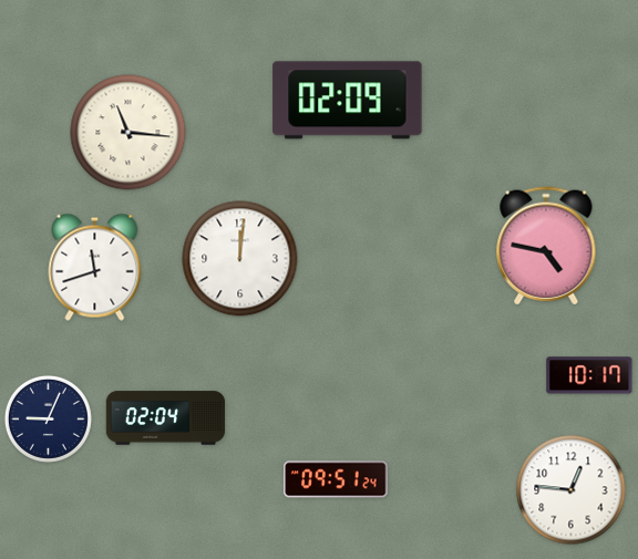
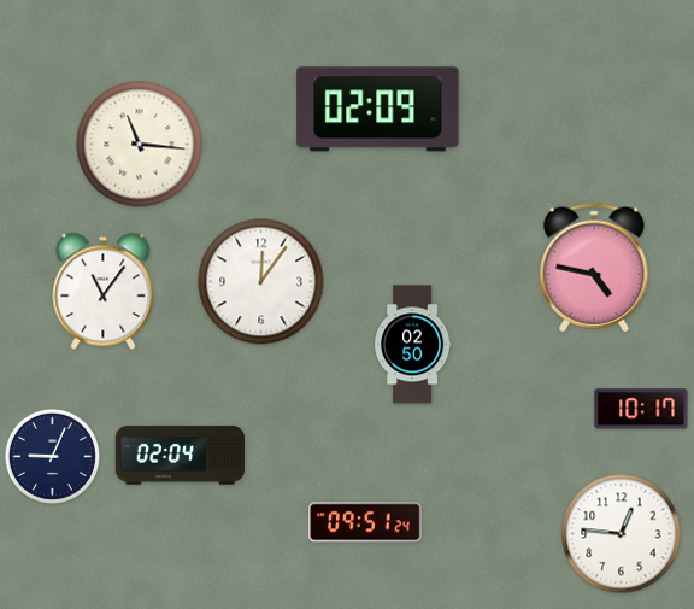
clock at (240, 259): 12:01 -> 12:06
clock at (95, 267): 11:42 -> 11:06
clock at (413, 345): none -> 02:50
